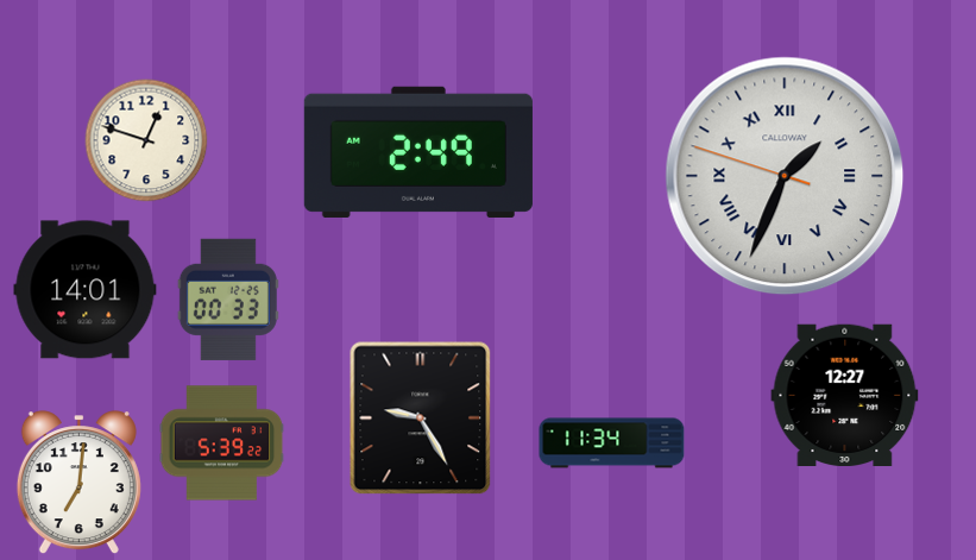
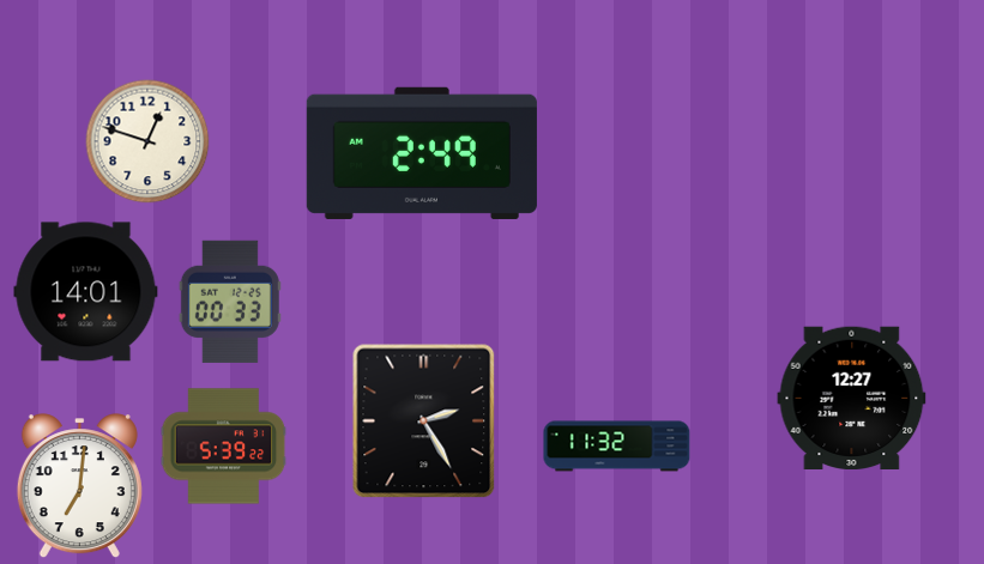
clock at (785, 176): 1:33 -> none
clock at (421, 419): 9:25 -> 2:25
clock at (612, 443): 11:34 -> 11:32
